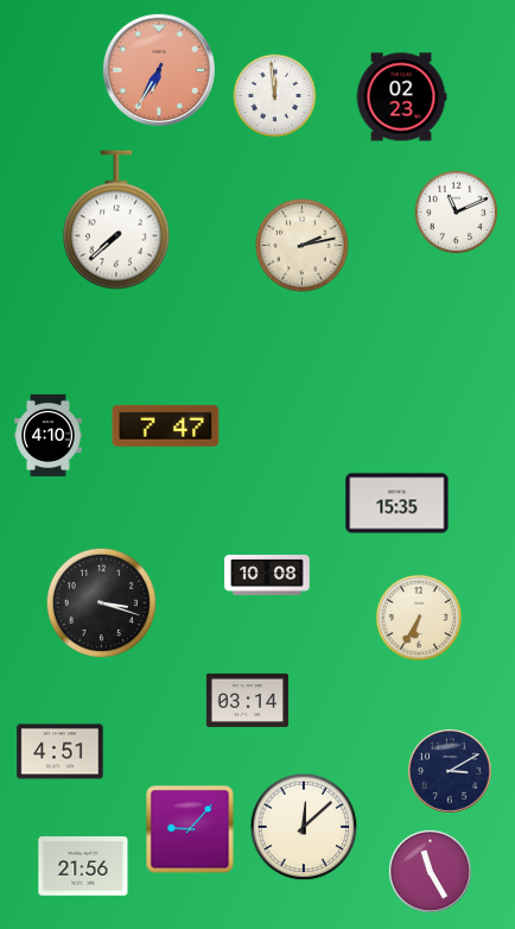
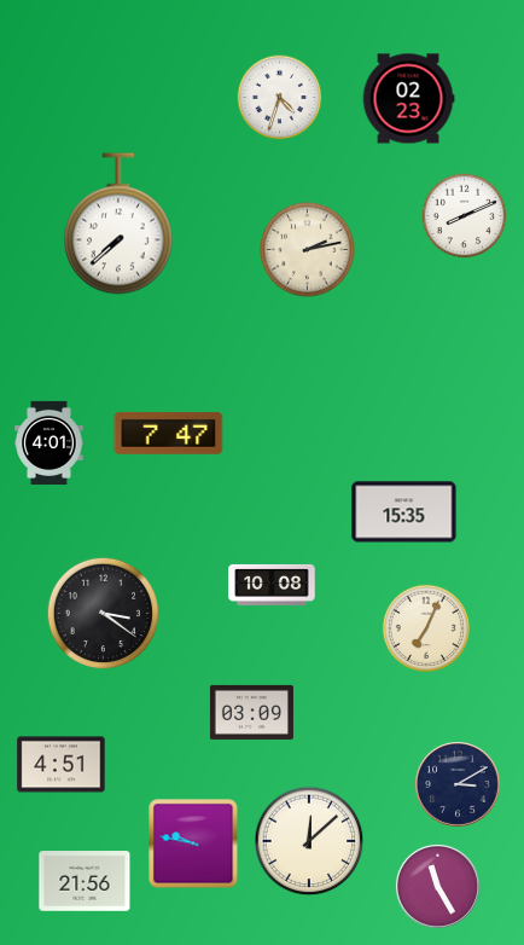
clock at (159, 70): 6:35 -> none
clock at (275, 96): 11:59 -> 4:33
clock at (457, 213): 11:11 -> 8:11
clock at (49, 435): 4:10 -> 4:01
clock at (101, 602): 3:18 -> 3:21
clock at (419, 618): 6:35 -> 7:04
clock at (247, 700): 03:14 -> 03:09
clock at (190, 829): 9:07 -> 9:47
